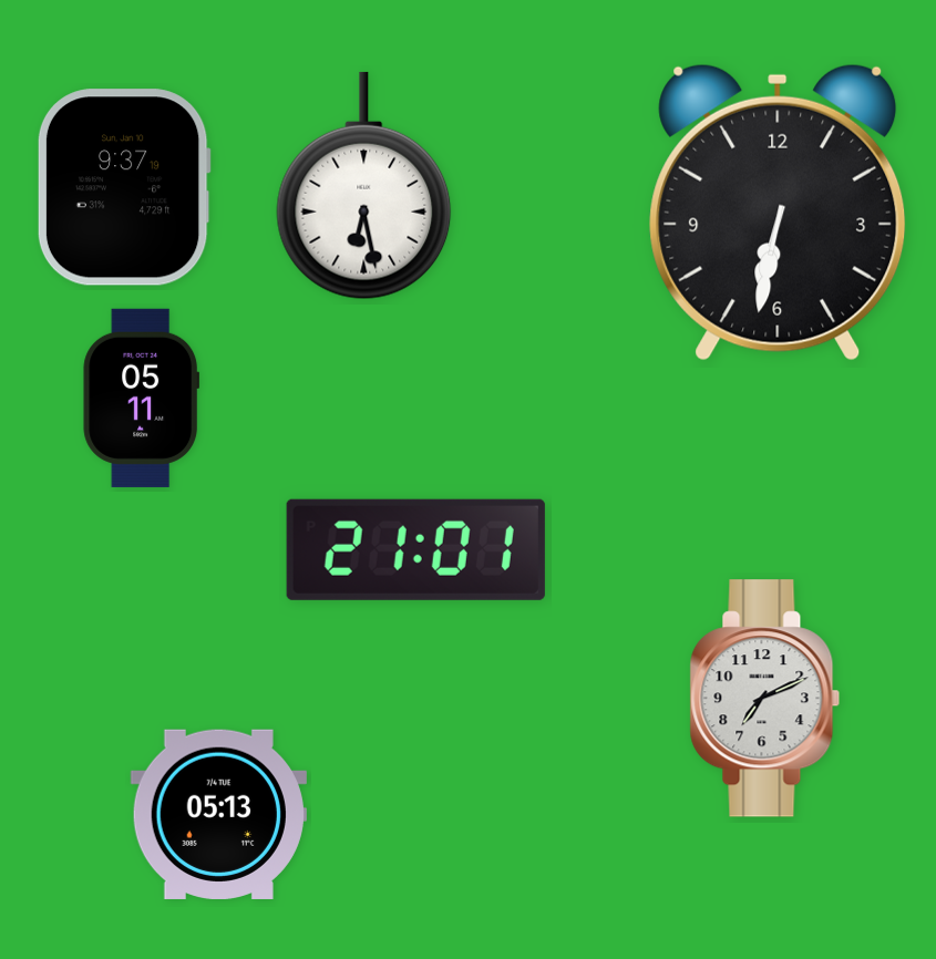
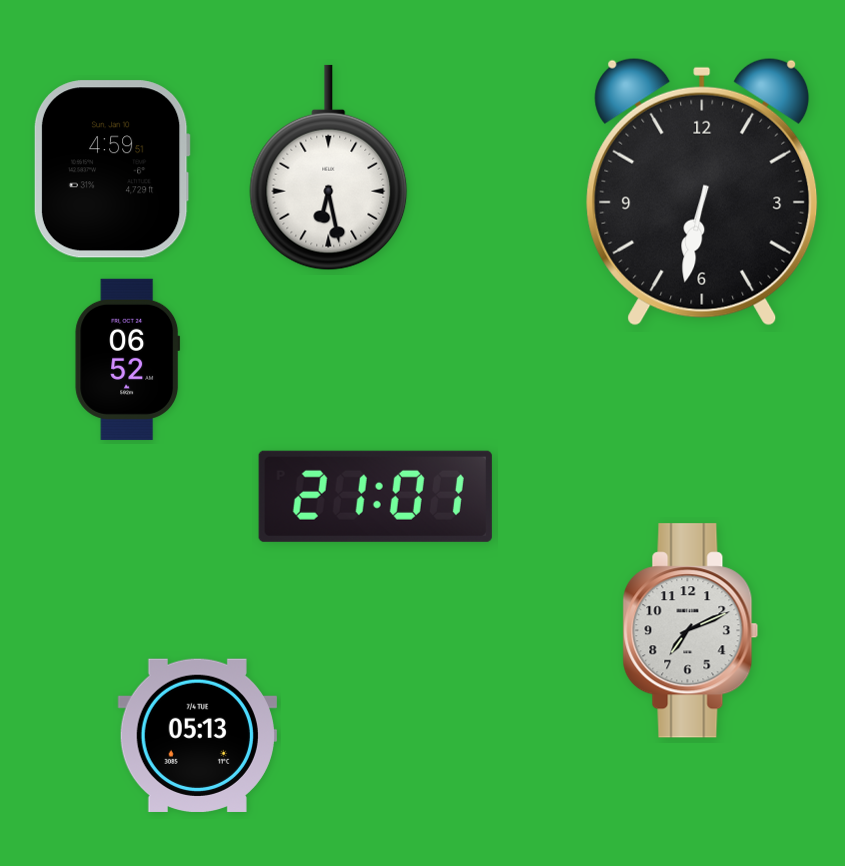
clock at (124, 187): 9:37 -> 4:59
clock at (142, 398): 05:11 -> 06:52
